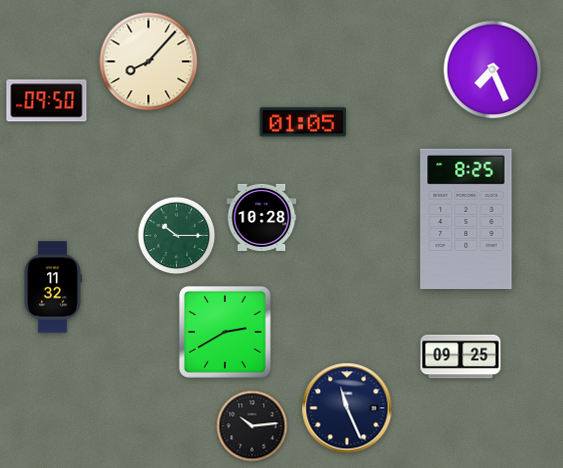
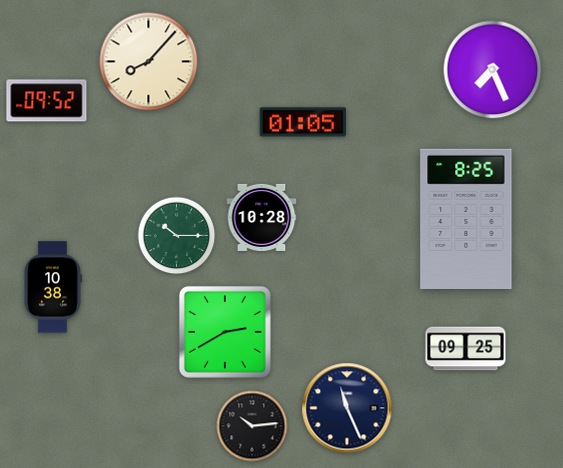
clock at (47, 101): 09:50 -> 09:52
clock at (52, 287): 11:32 -> 10:38
clock at (461, 357) position: (461, 357) -> (466, 349)
